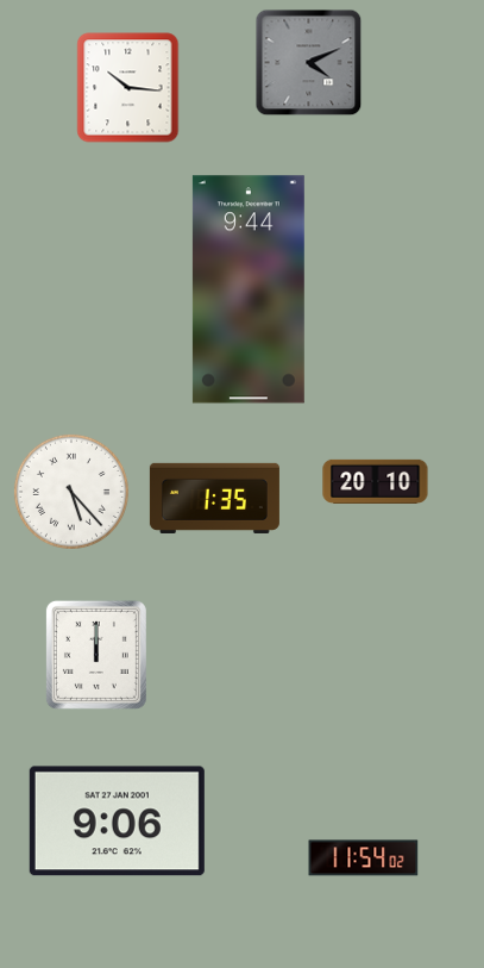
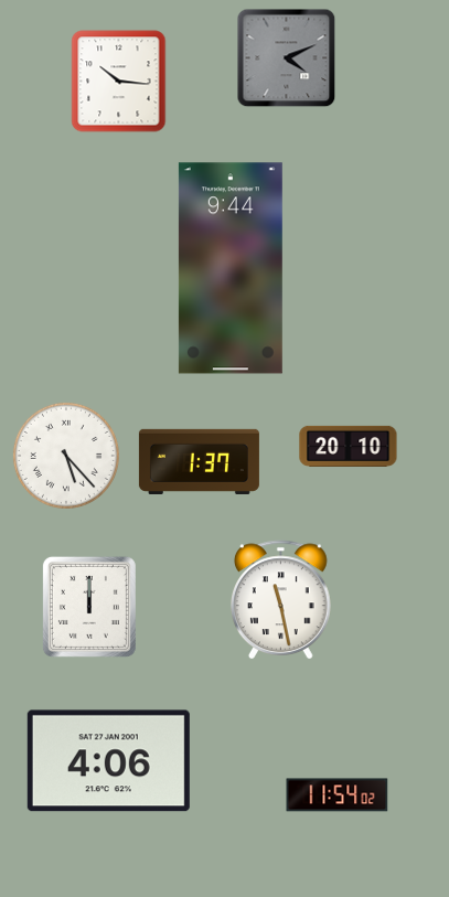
clock at (214, 498): 1:35 -> 1:37
clock at (281, 600): none -> 11:28
clock at (117, 822): 9:06 -> 4:06
